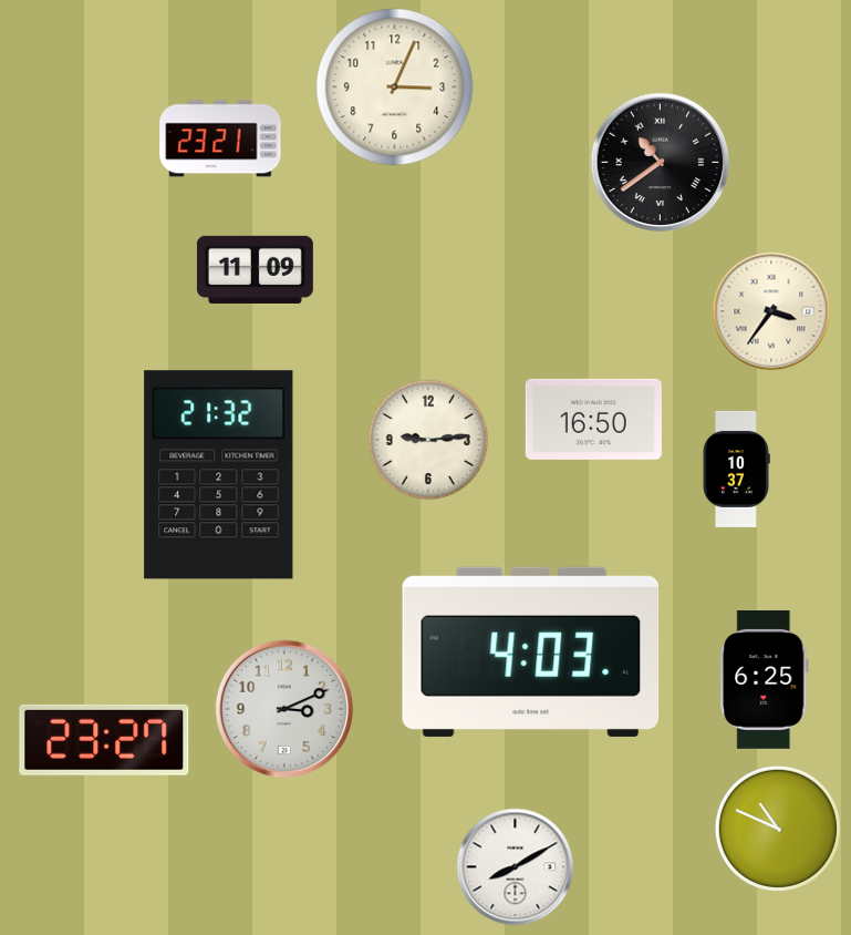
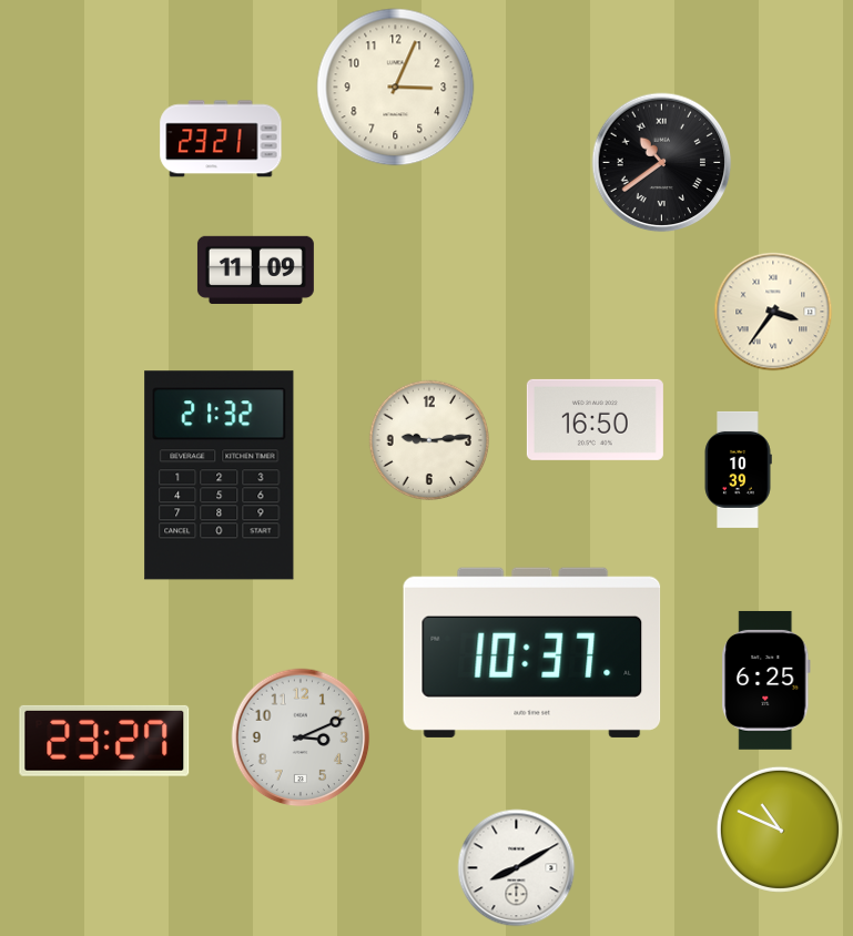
clock at (736, 469): 10:37 -> 10:39
clock at (531, 651): 4:03 -> 10:37
clock at (284, 709) position: (284, 709) -> (301, 737)
